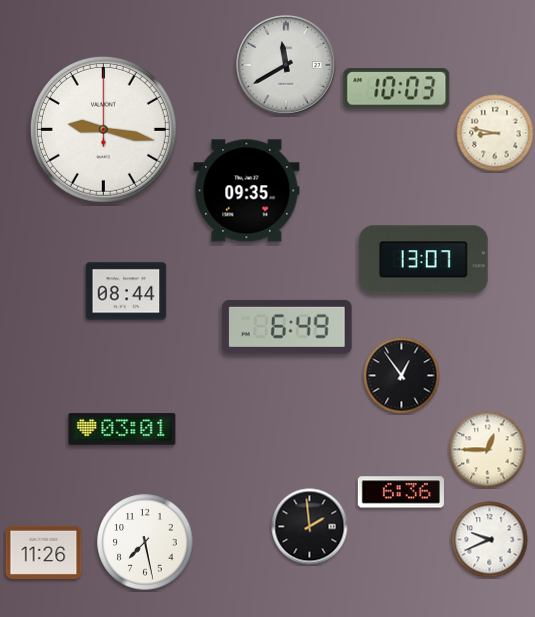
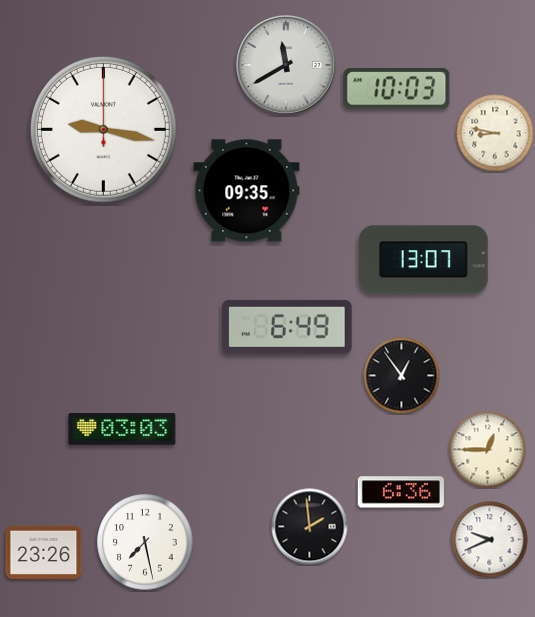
clock at (126, 291): 08:44 -> none
clock at (122, 429): 03:01 -> 03:03
clock at (44, 552): 11:26 -> 23:26
